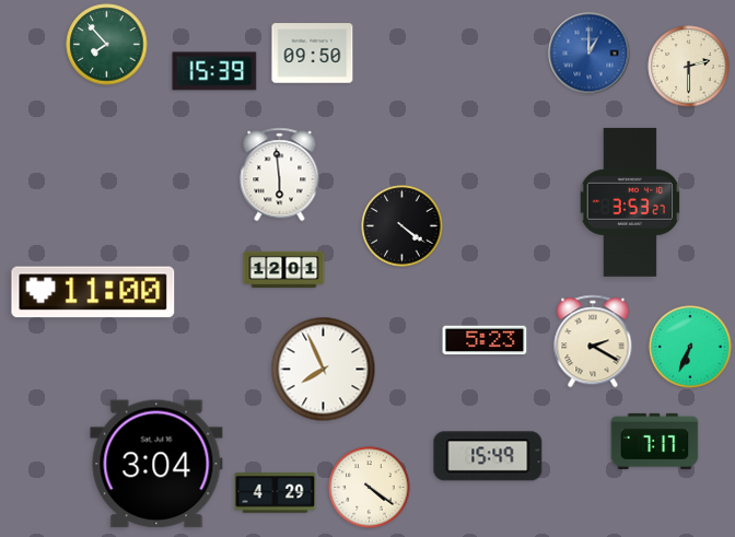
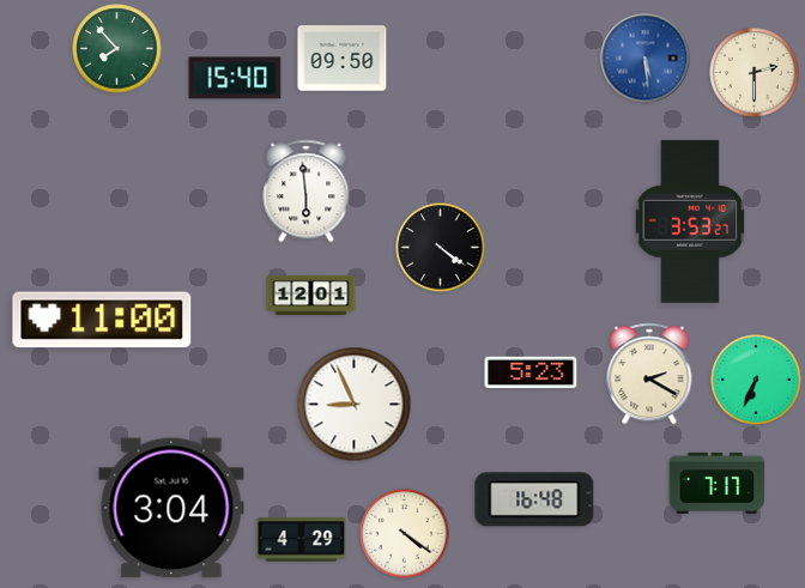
clock at (590, 54): 1:00 -> 5:29
clock at (214, 71): 15:39 -> 15:40
clock at (324, 370): 7:56 -> 8:56
clock at (488, 456): 15:49 -> 16:48
